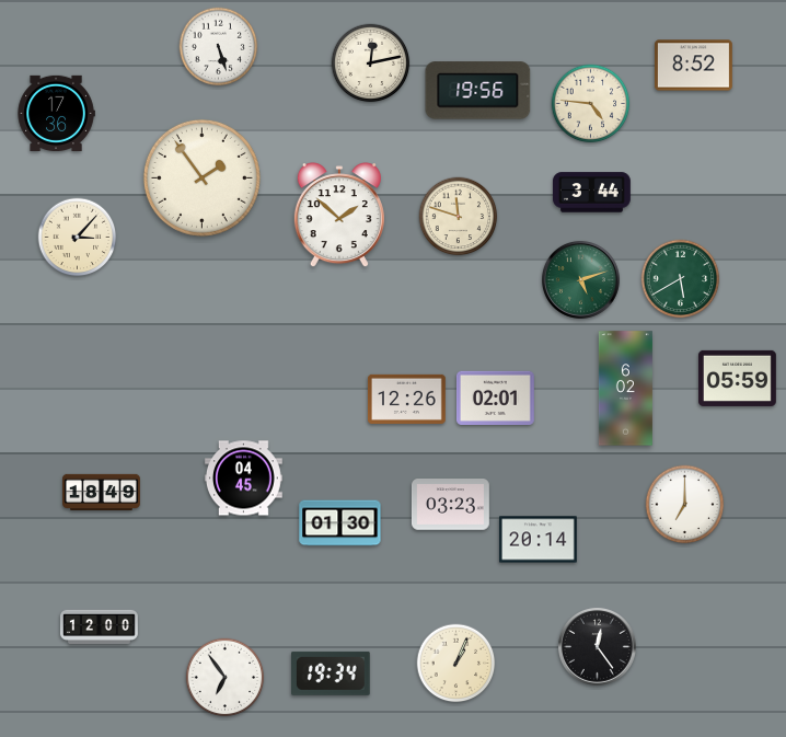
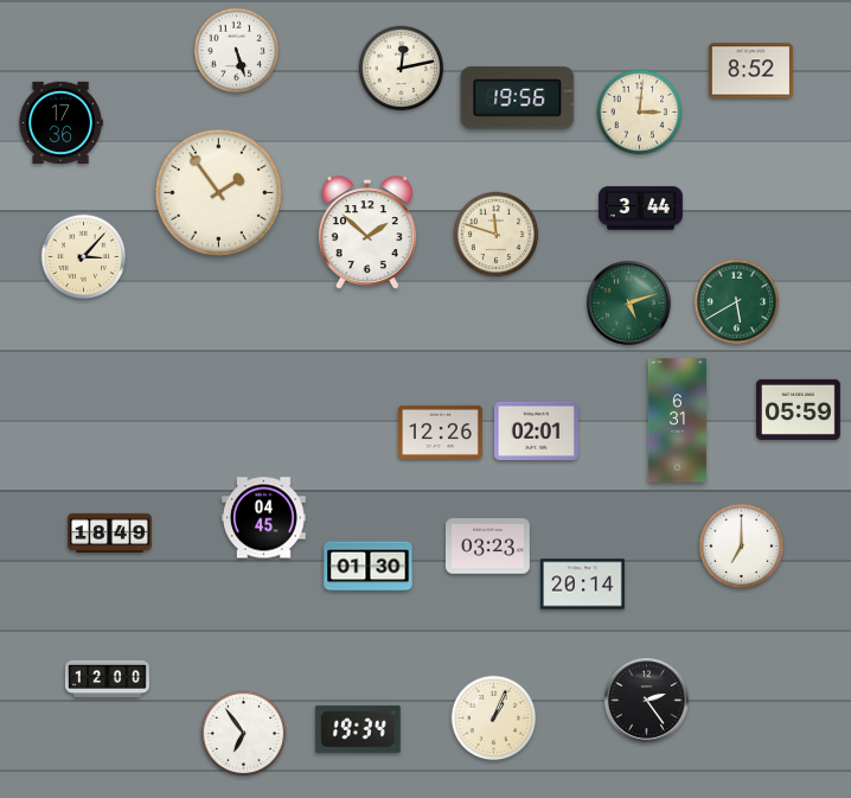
clock at (591, 104): 4:46 -> 3:01
clock at (625, 389): 6:02 -> 6:31
clock at (597, 646): 12:24 -> 2:24
